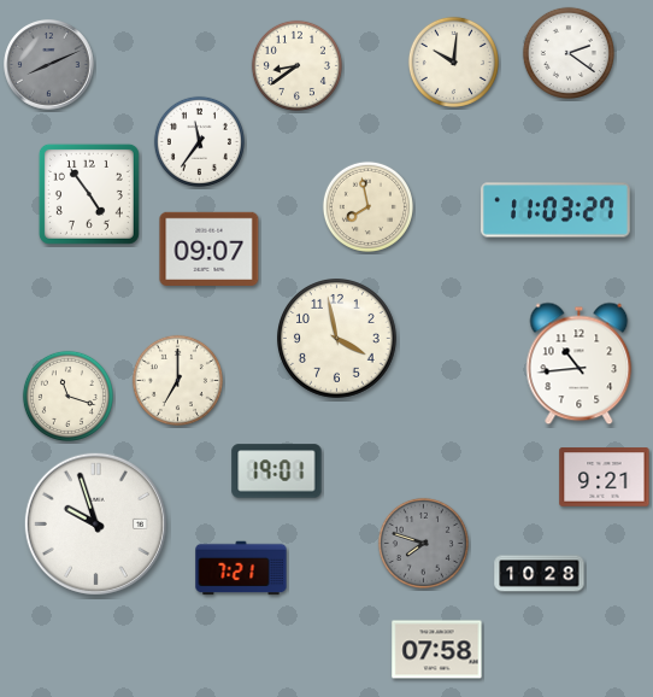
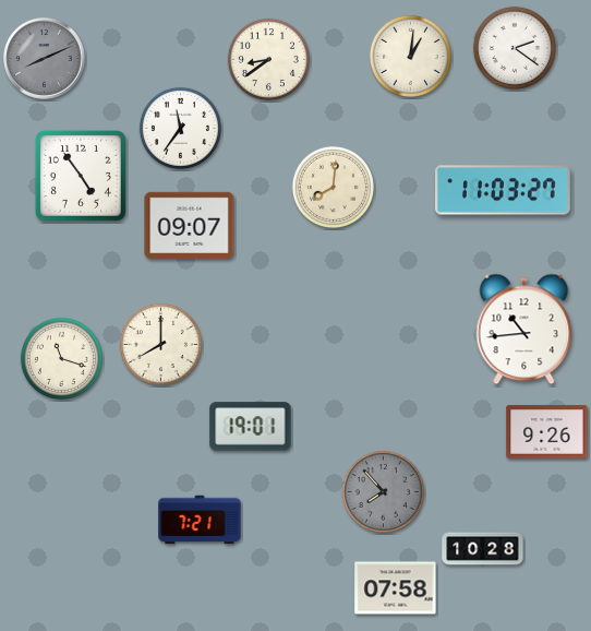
clock at (453, 61): 10:01 -> 1:01
clock at (367, 206): 7:58 -> 8:01
clock at (337, 339): 3:58 -> none
clock at (177, 380): 7:00 -> 8:00
clock at (605, 478): 9:21 -> 9:26
clock at (95, 523): 9:57 -> none
clock at (423, 543): 7:48 -> 7:53
clock at (241, 568) position: (241, 568) -> (200, 520)
clock at (540, 574) position: (540, 574) -> (483, 549)
